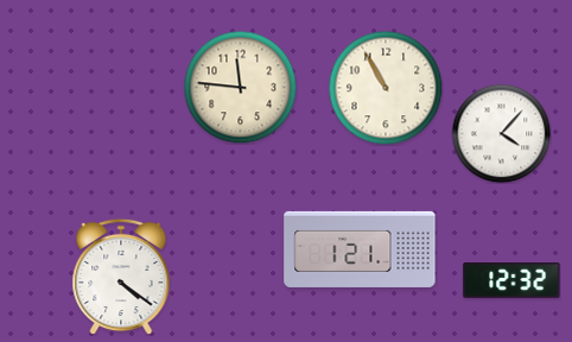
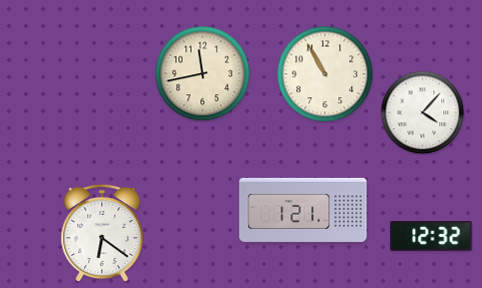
clock at (240, 87): 11:46 -> 11:43
clock at (121, 277): 4:21 -> 6:21
